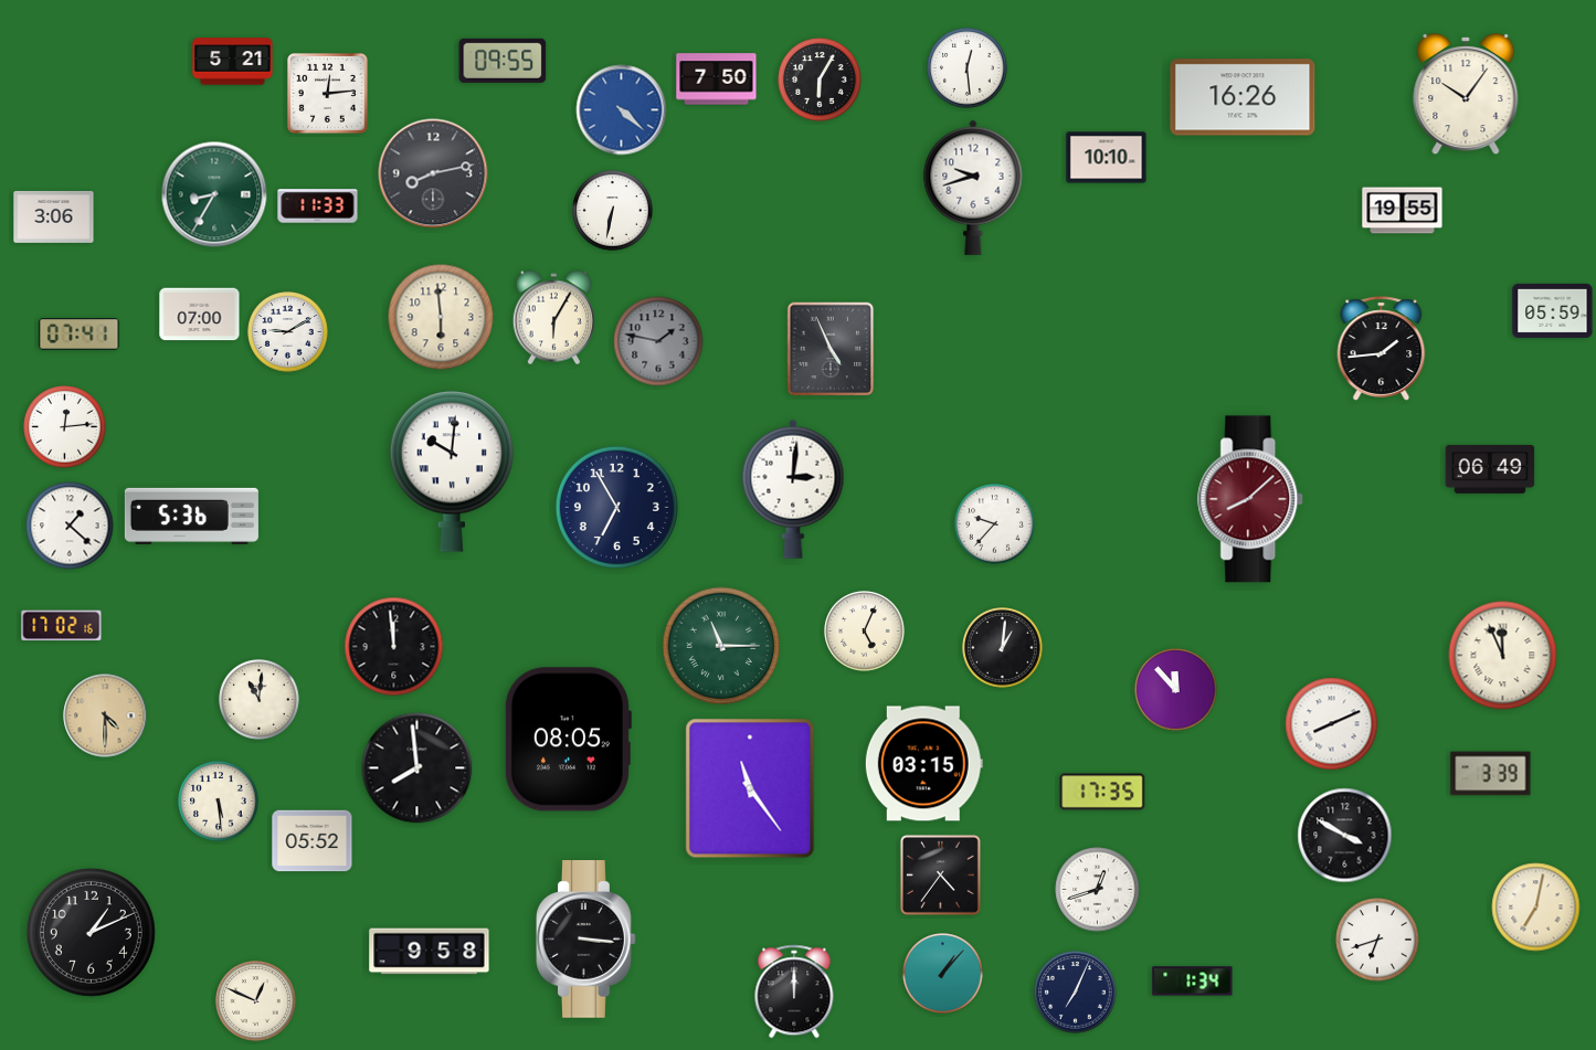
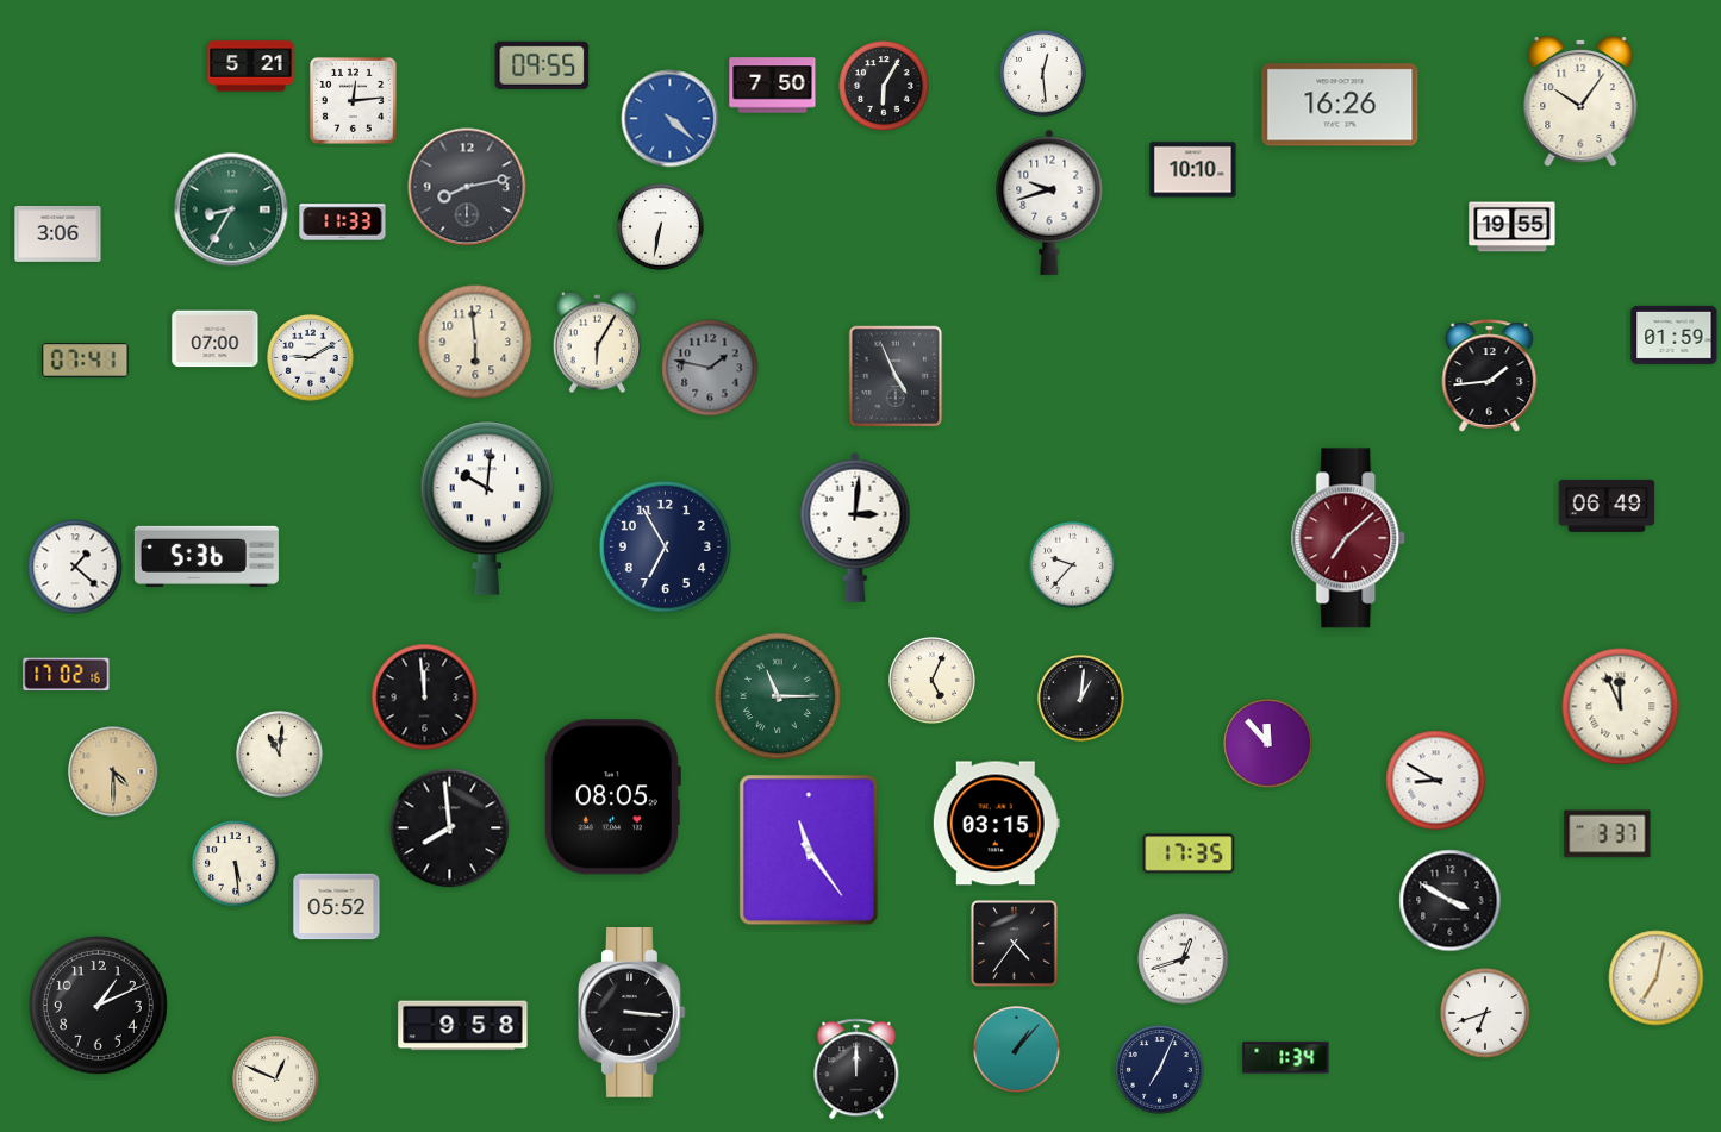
clock at (1553, 310): 05:59 -> 01:59
clock at (65, 427): 12:14 -> none
clock at (1251, 499): 8:08 -> 7:08
clock at (1332, 724): 8:11 -> 8:50
clock at (1491, 774): 3:39 -> 3:37
